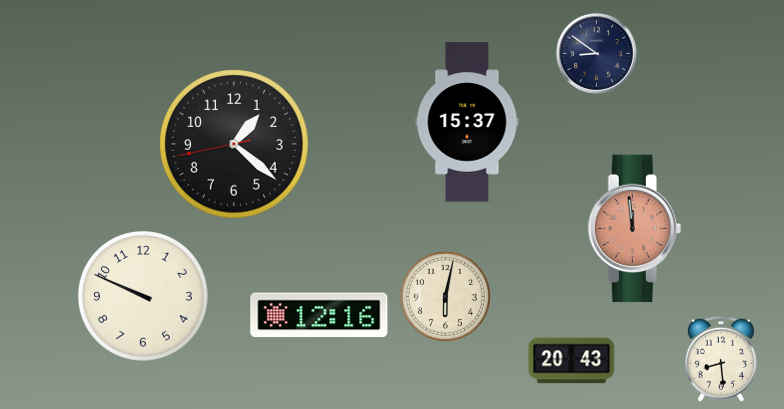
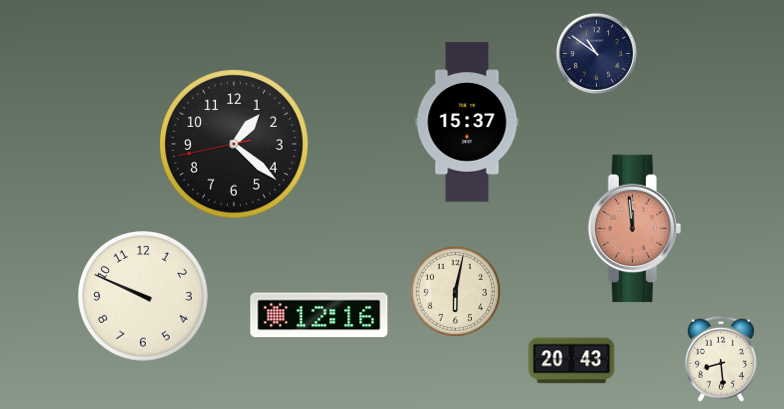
clock at (596, 53): 8:51 -> 10:51
clock at (445, 296) position: (445, 296) -> (455, 291)
